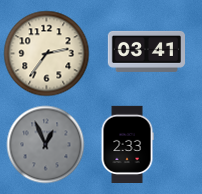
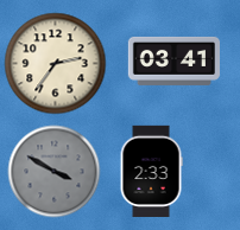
clock at (45, 144): 12:56 -> 3:50
